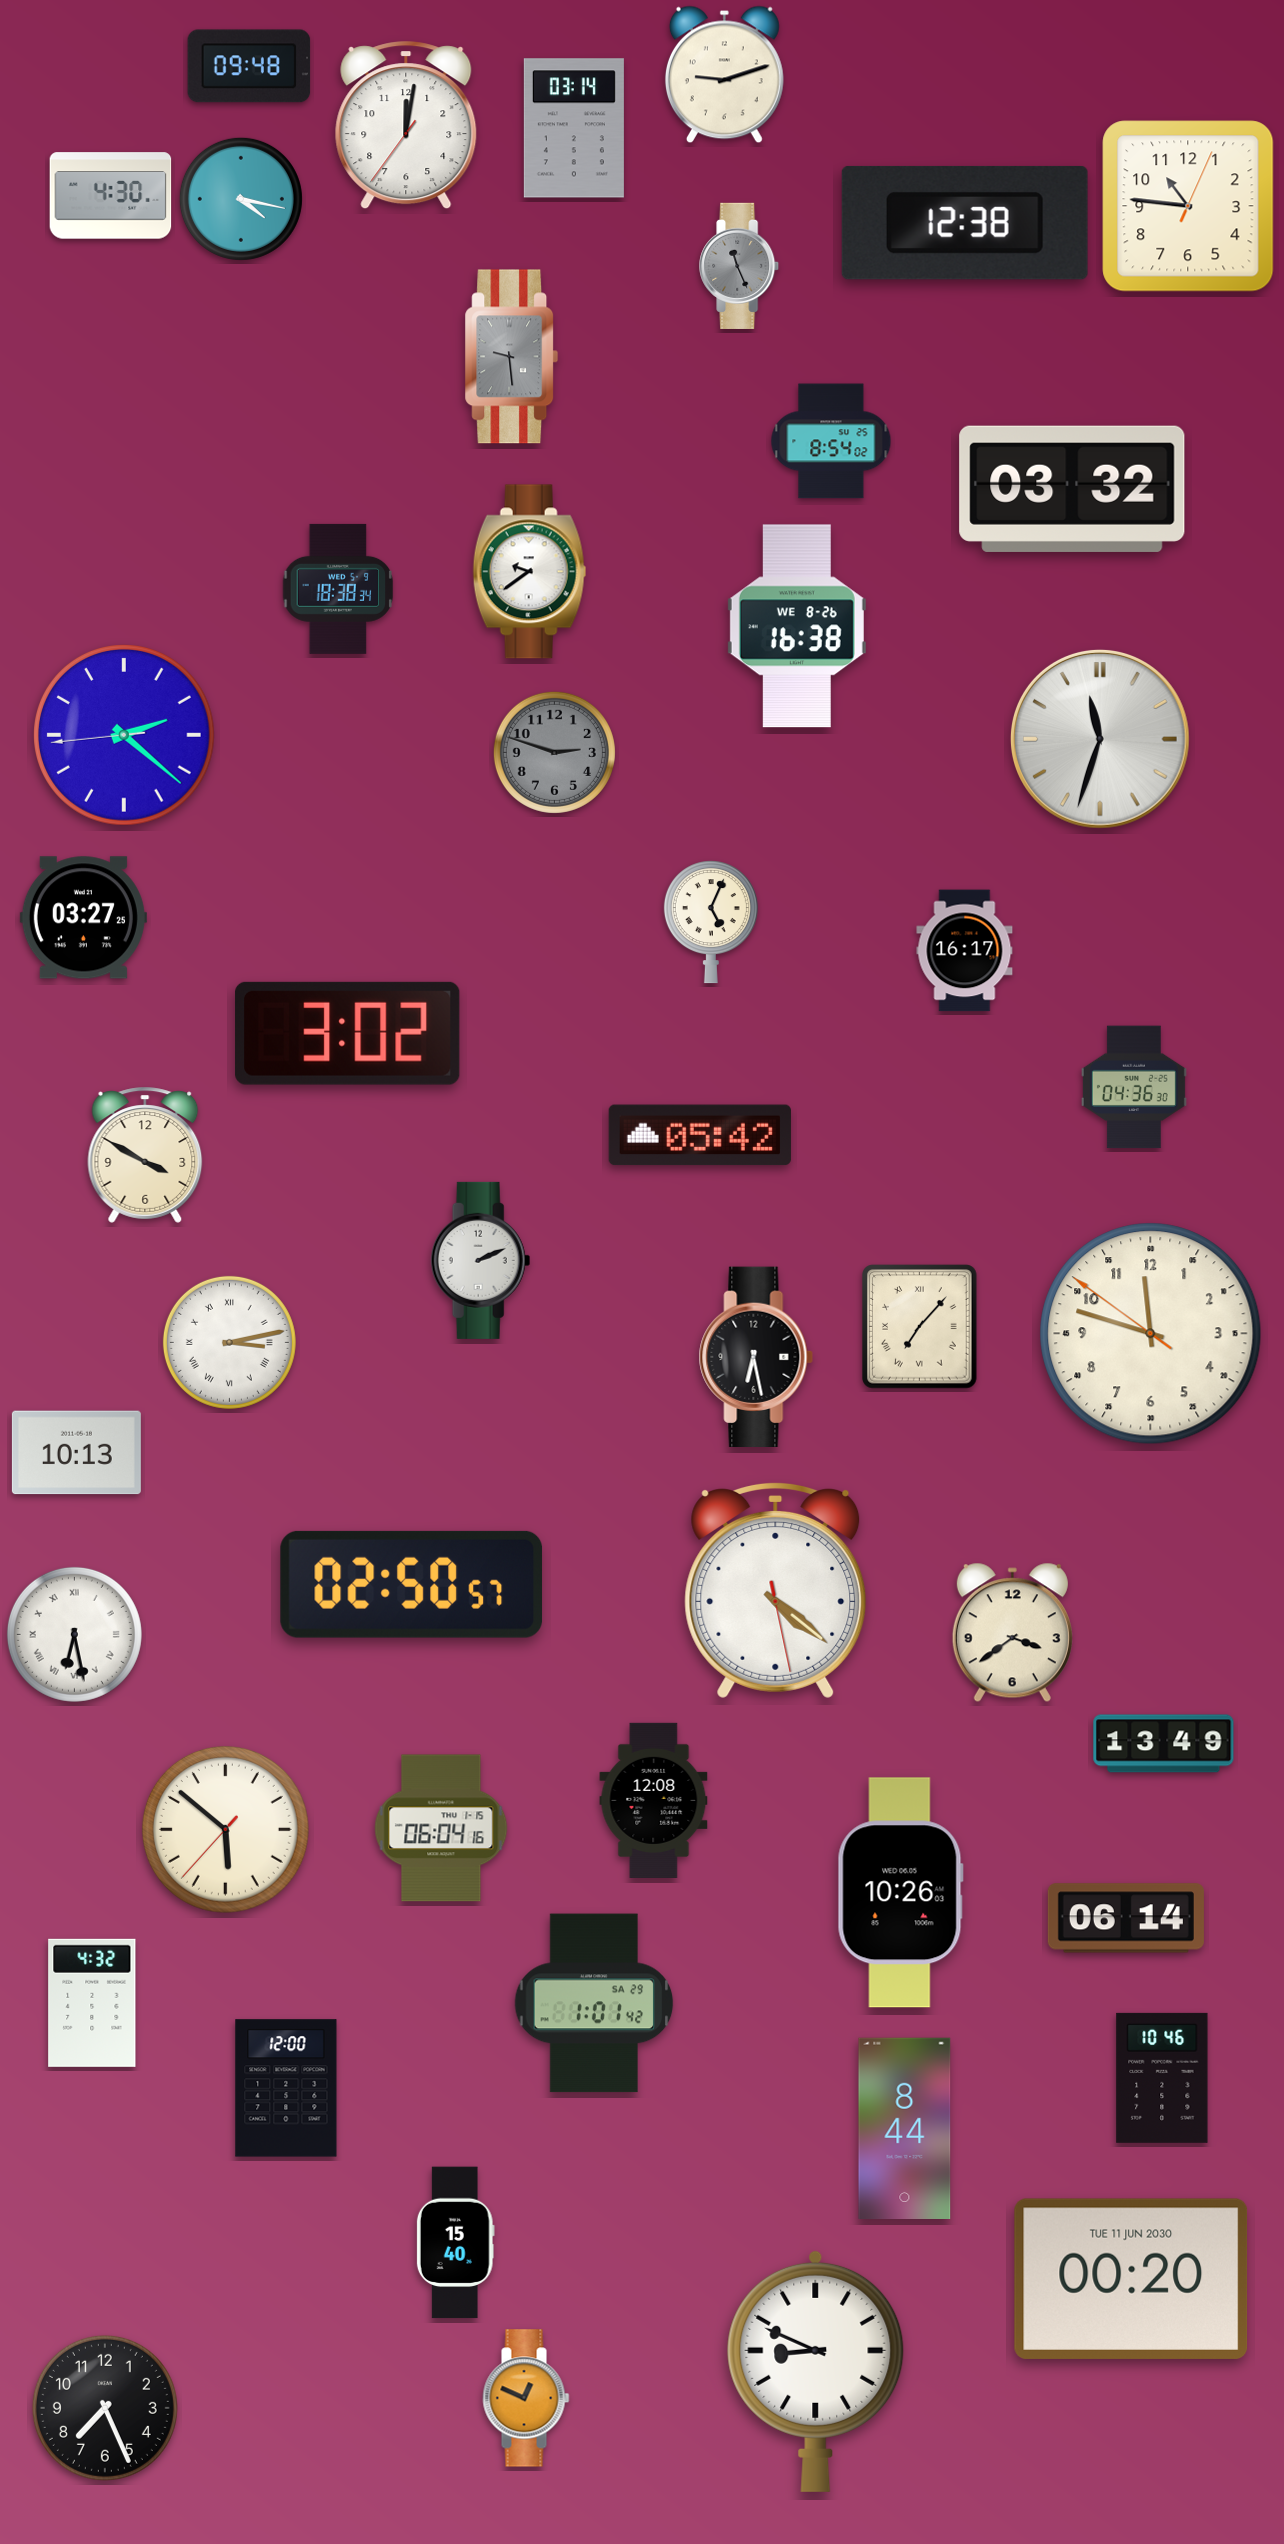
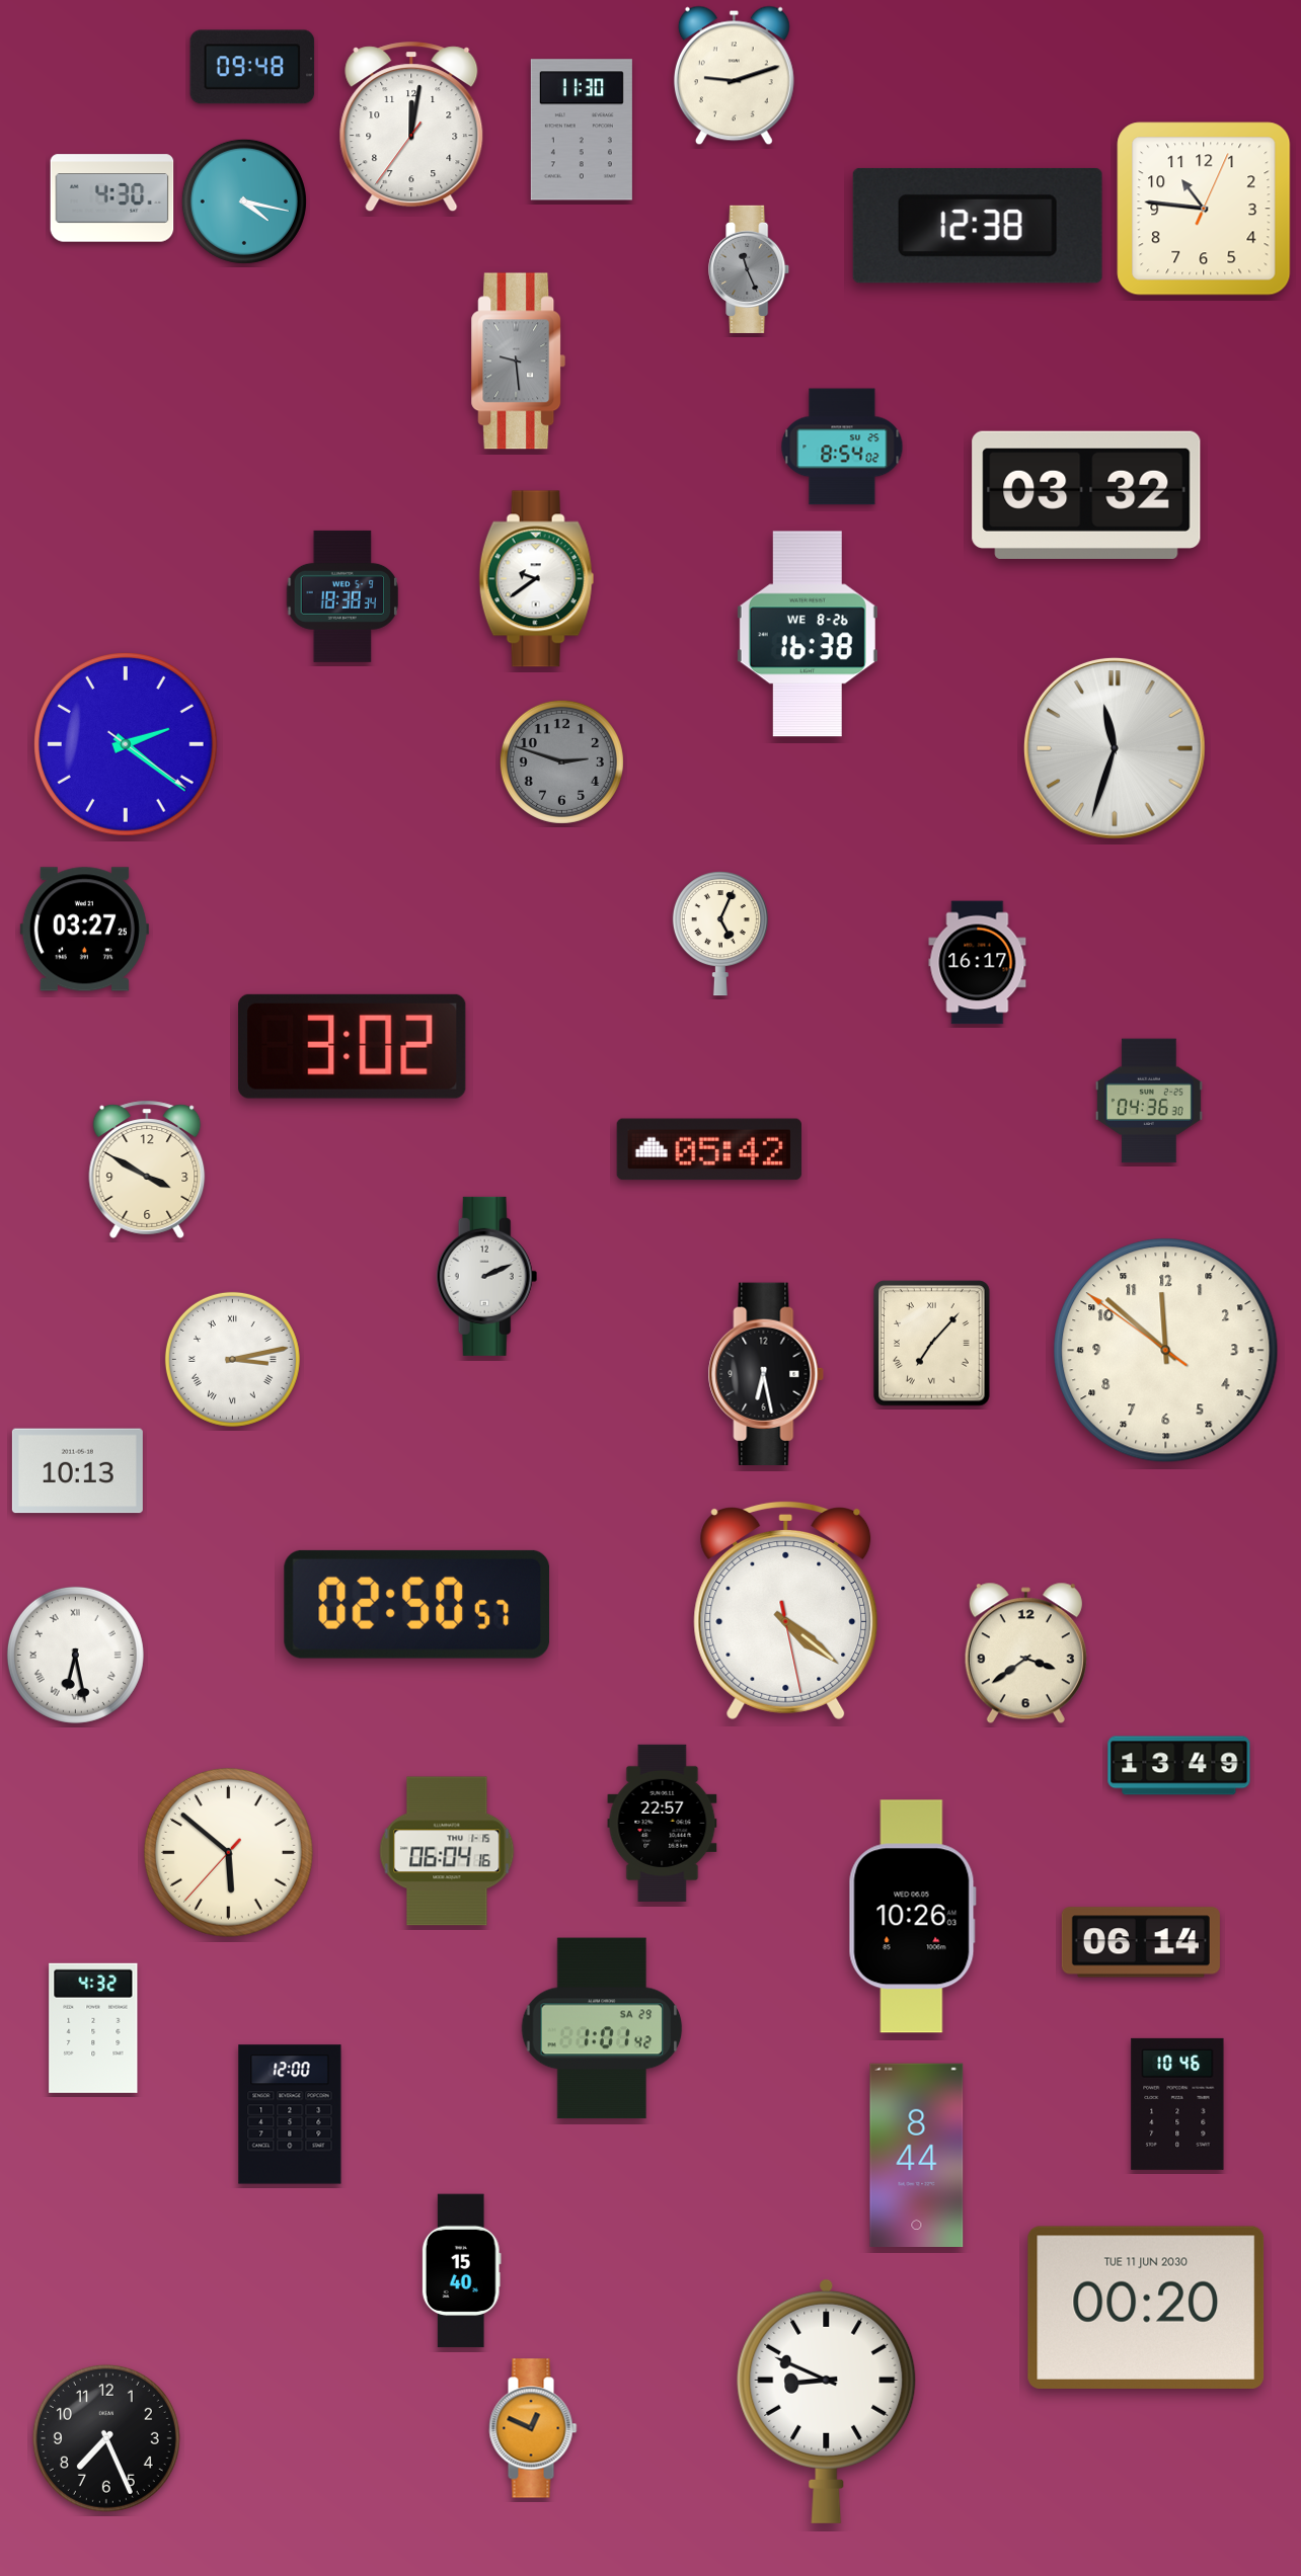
clock at (574, 128): 03:14 -> 11:30
clock at (125, 736): 2:21:44 -> 2:21:21
clock at (1151, 1334): 11:47 -> 11:51
clock at (654, 1800): 12:08 -> 22:57
